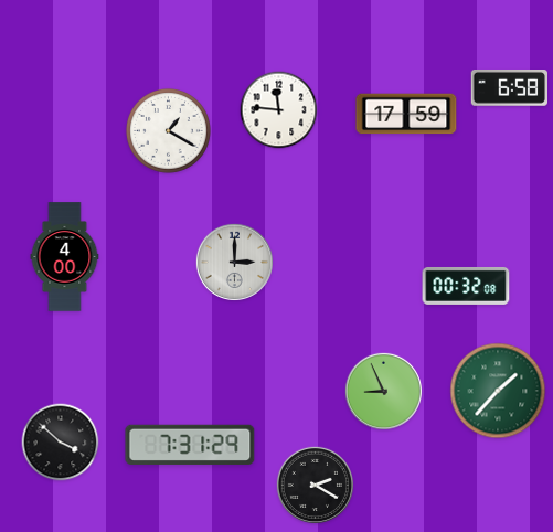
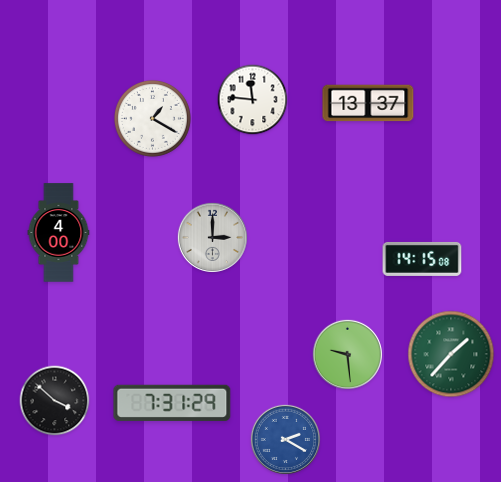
clock at (509, 88): 6:58 -> none
clock at (406, 114): 17:59 -> 13:37
clock at (466, 286): 00:32 -> 14:15
clock at (383, 391): 8:56 -> 9:29
clock at (315, 485) dial: black -> blue
